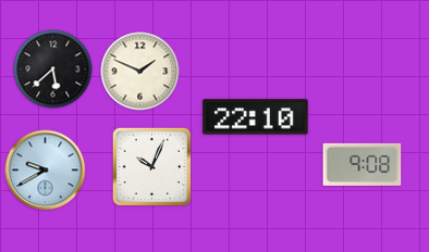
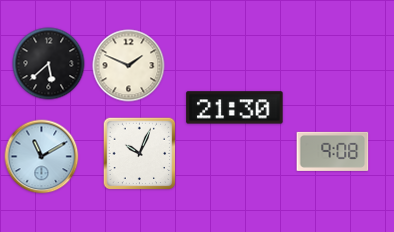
clock at (256, 117): 22:10 -> 21:30
clock at (46, 171): 9:40 -> 11:10
